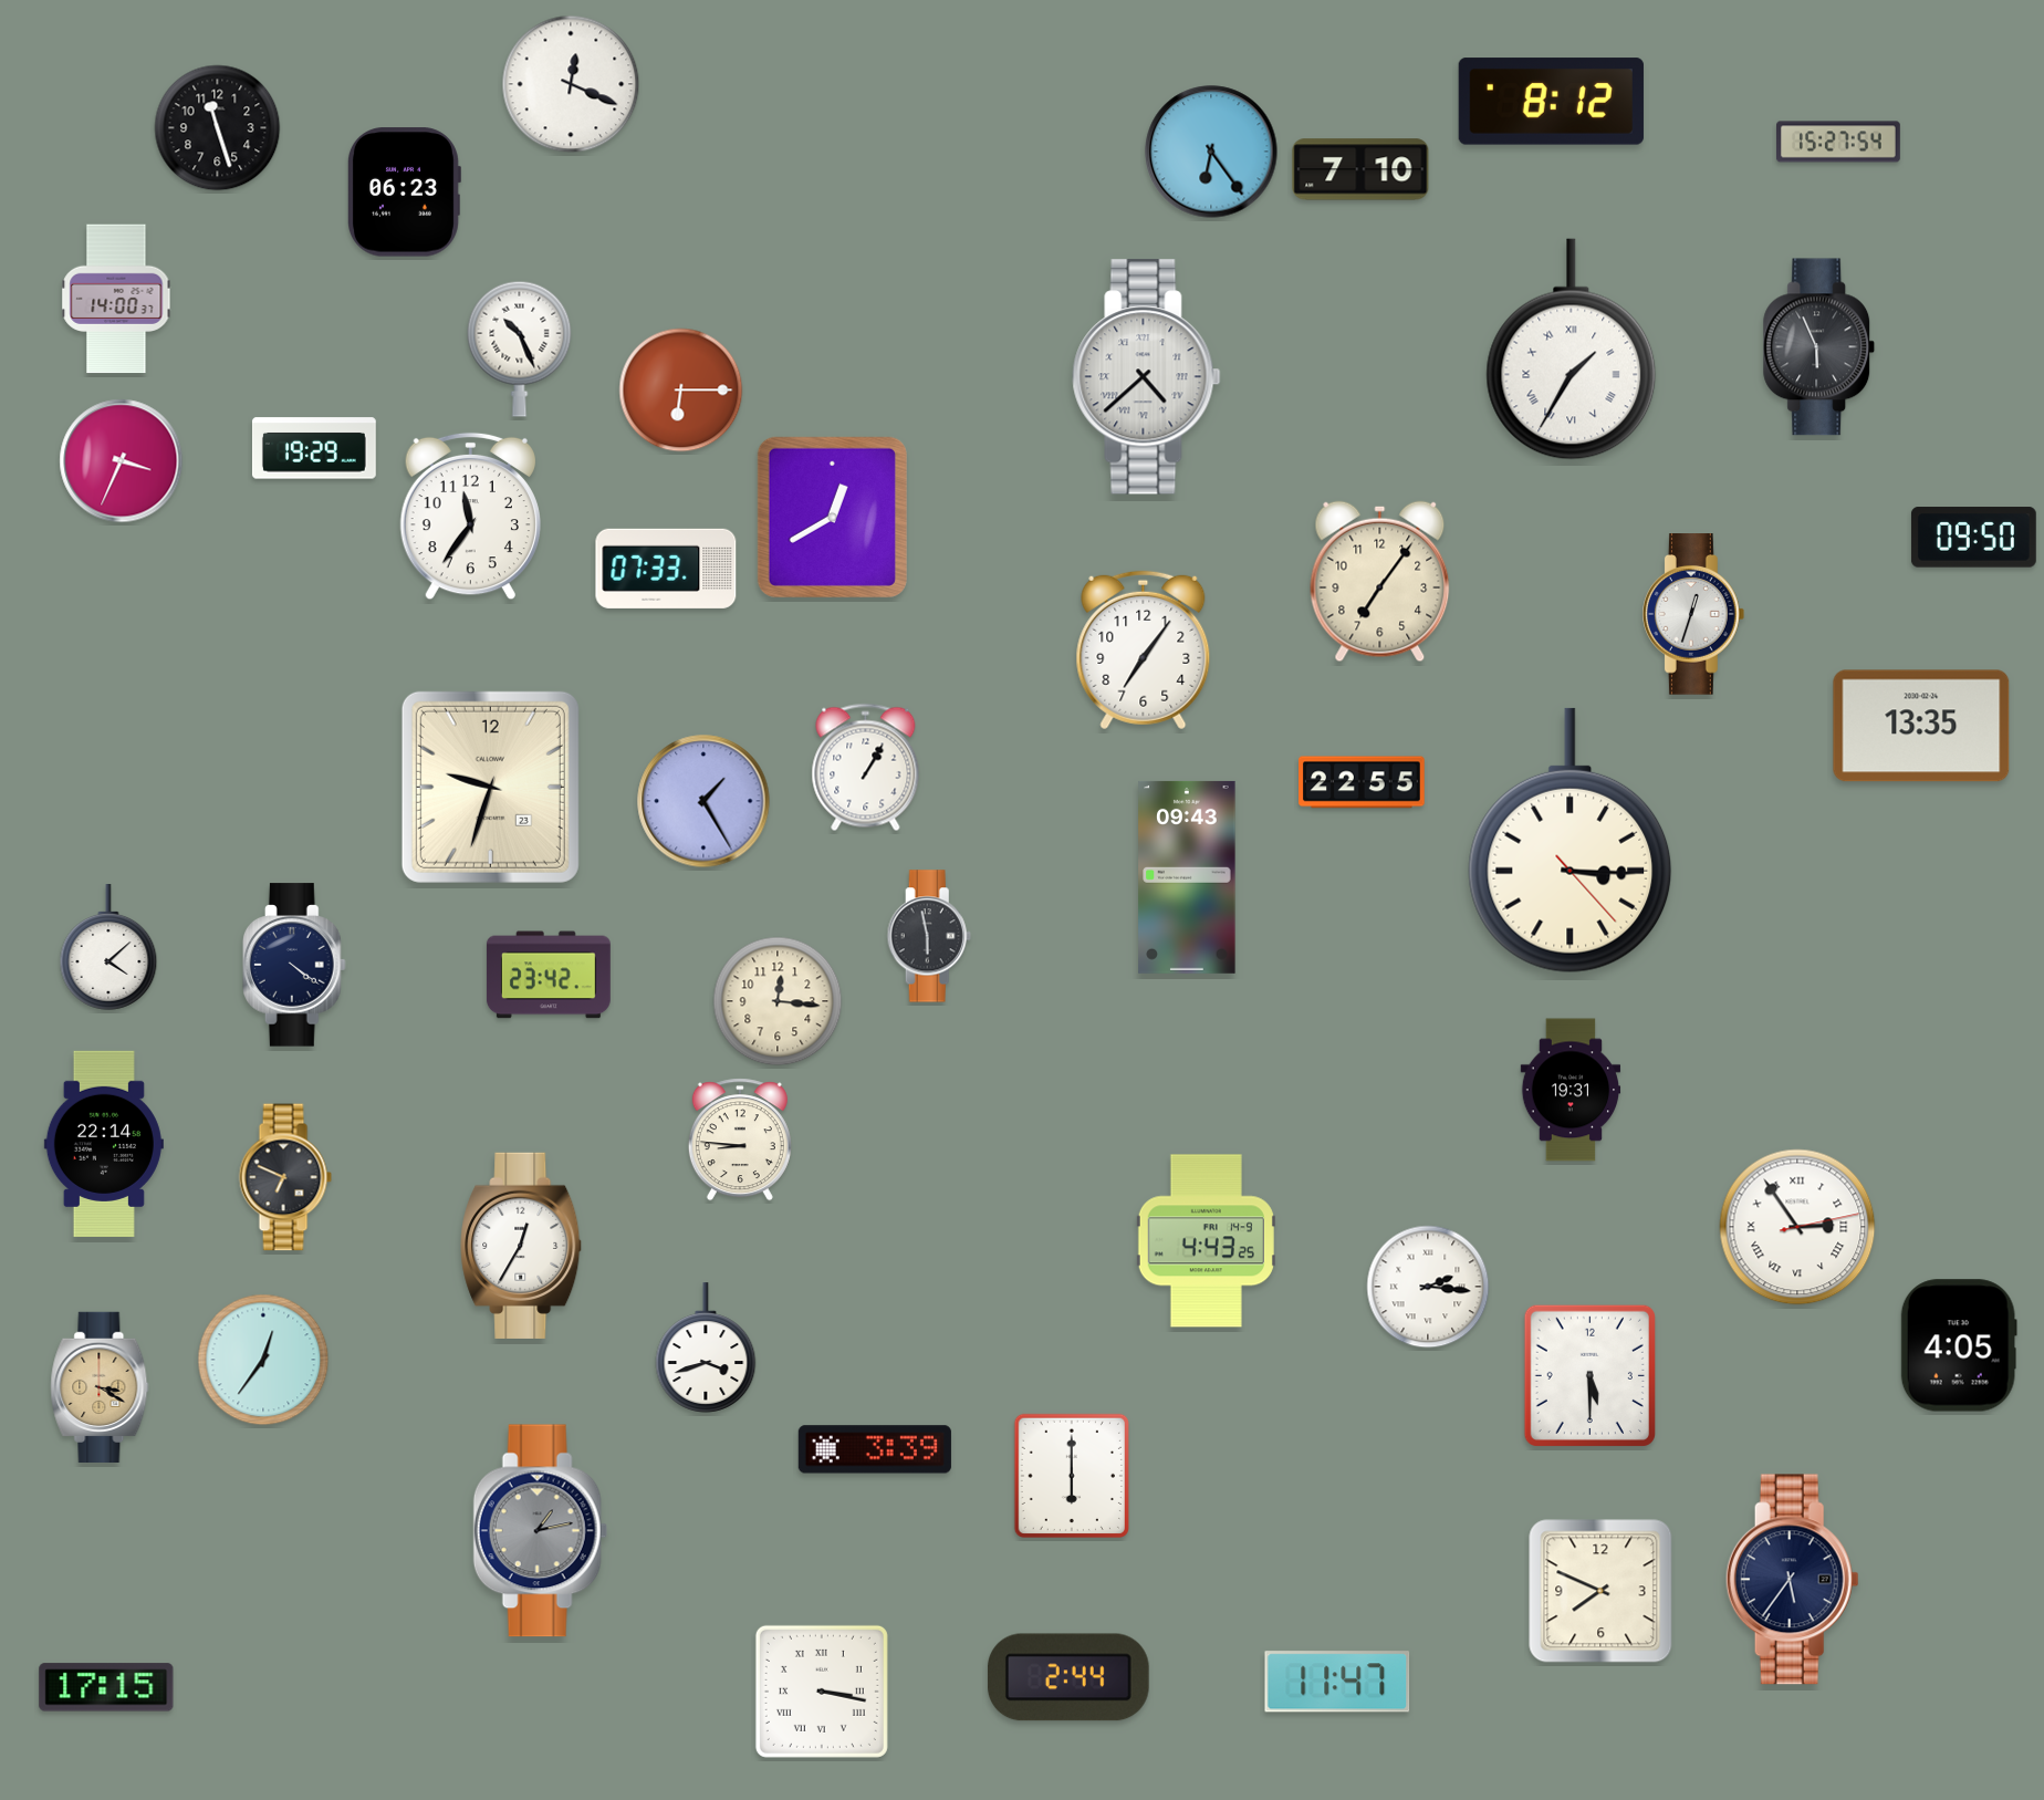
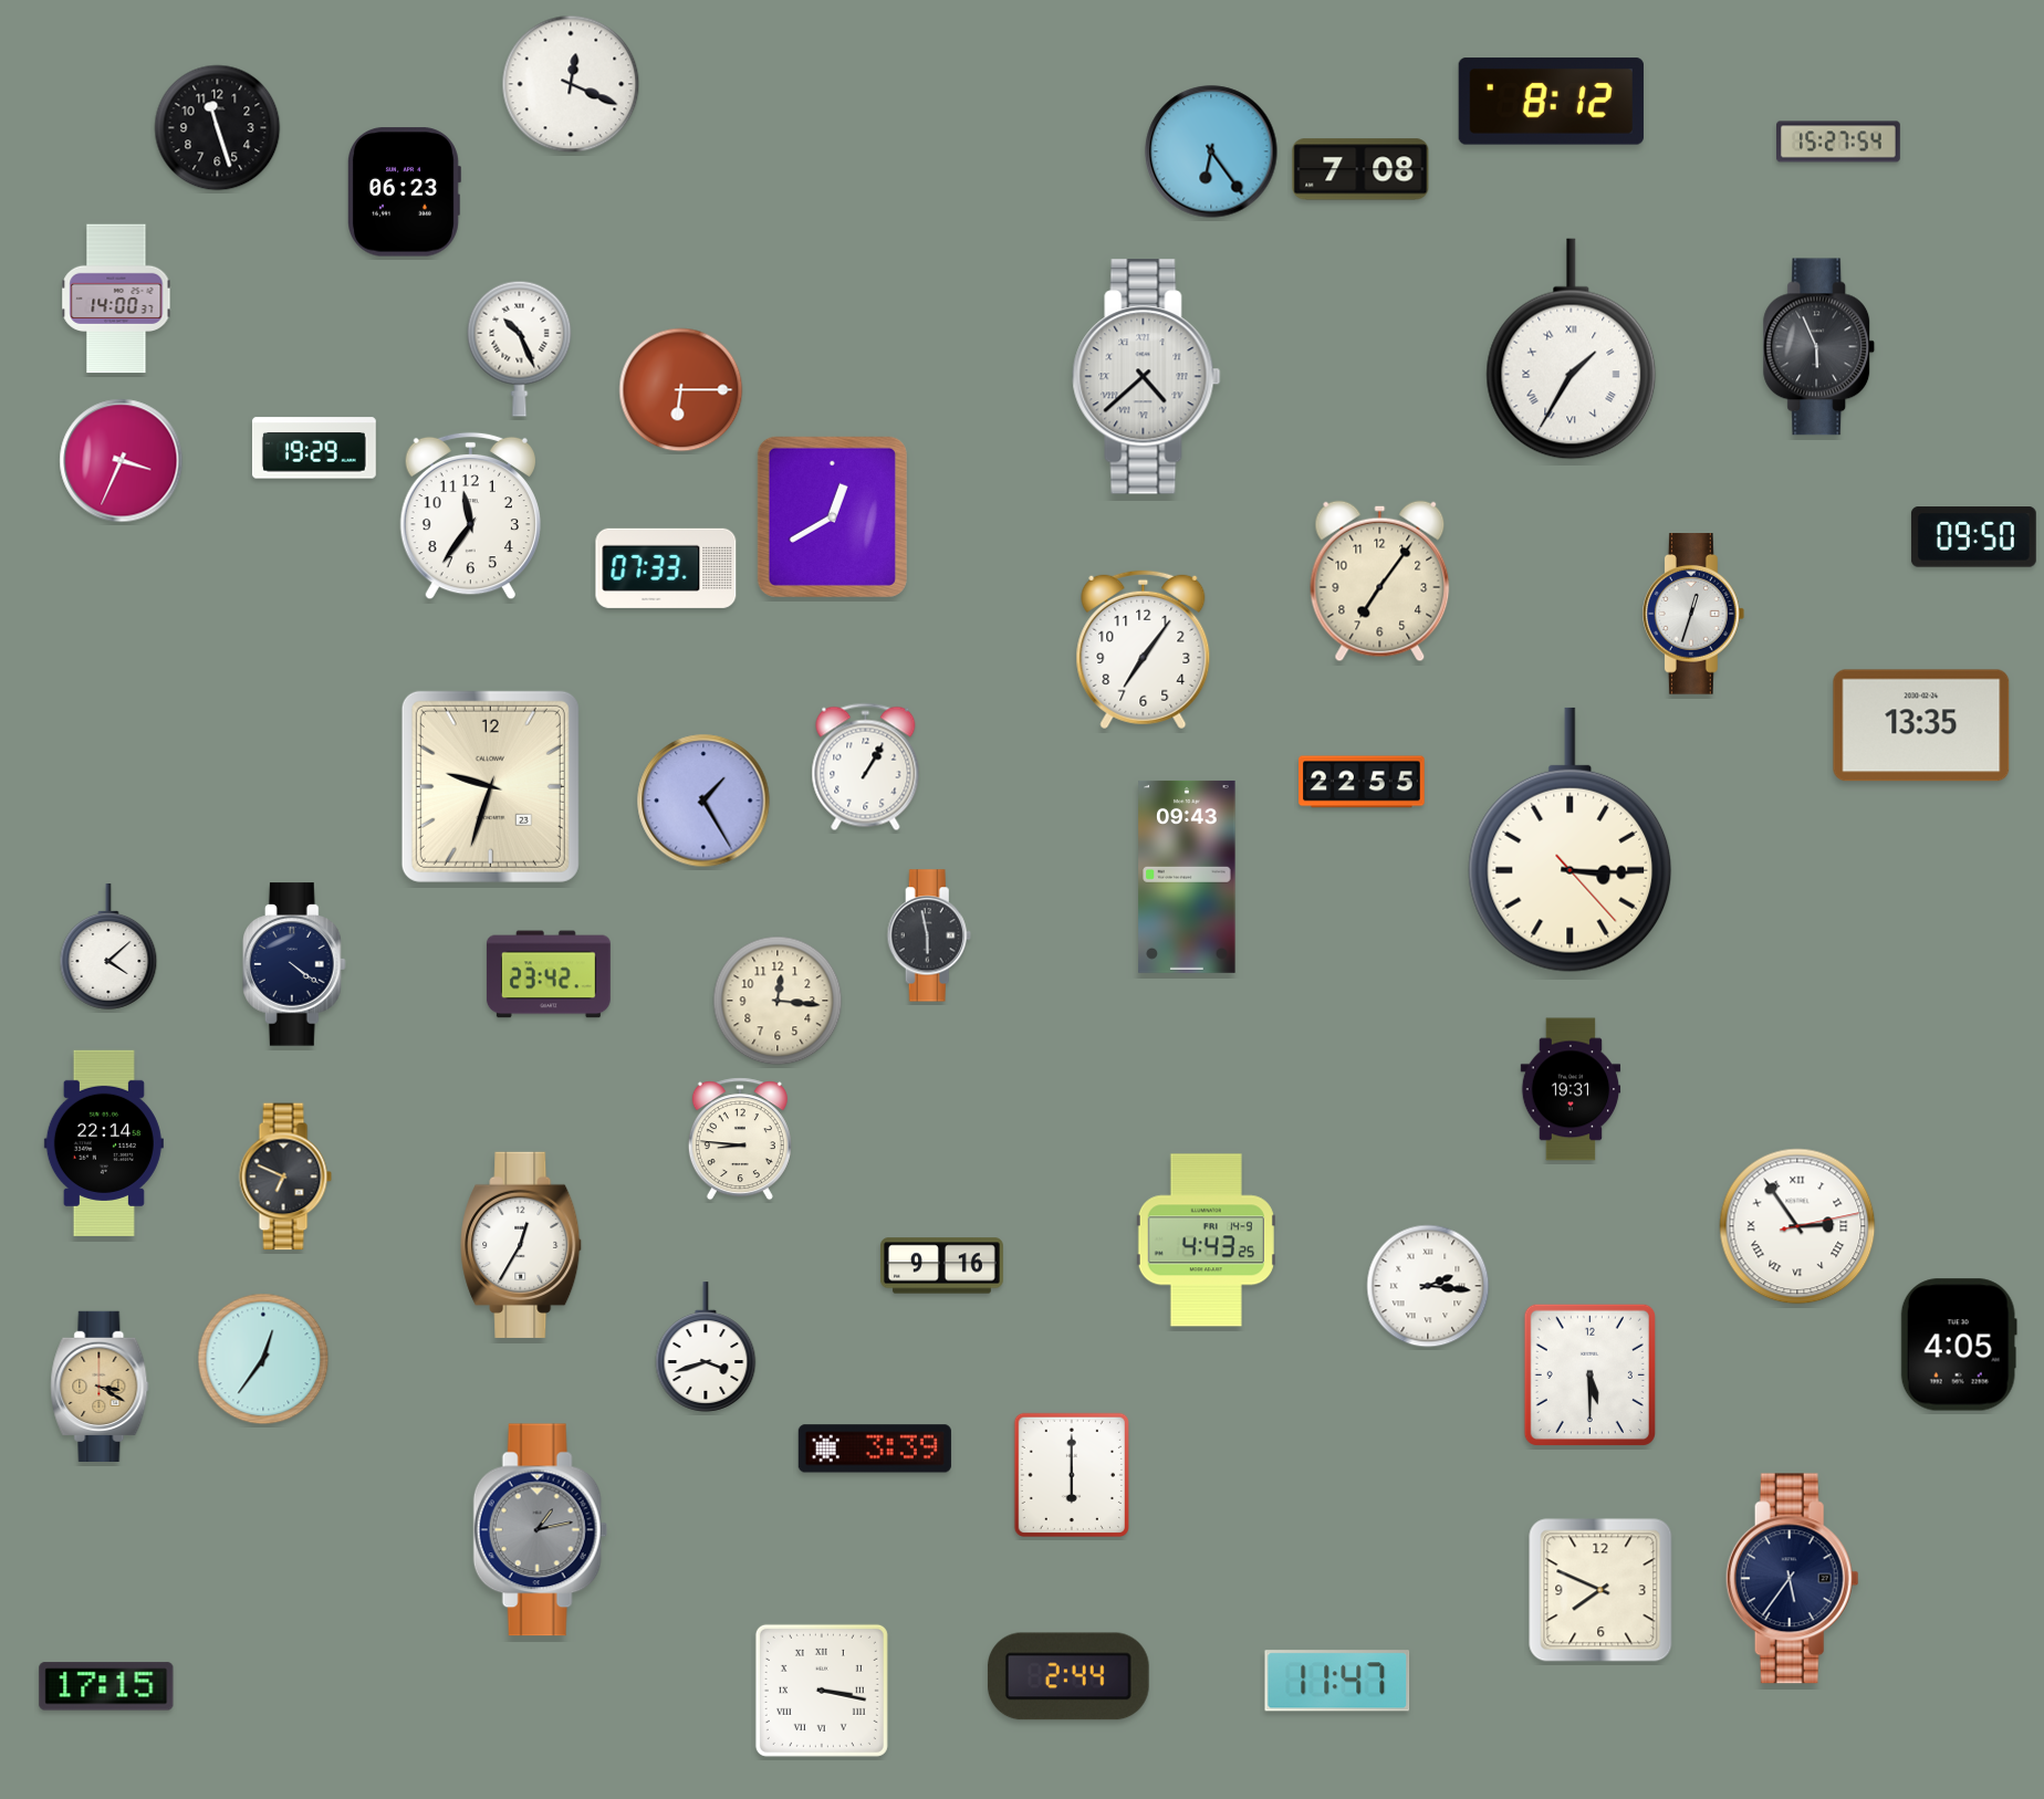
clock at (1360, 169): 7:10 -> 7:08
clock at (941, 1266): none -> 9:16
